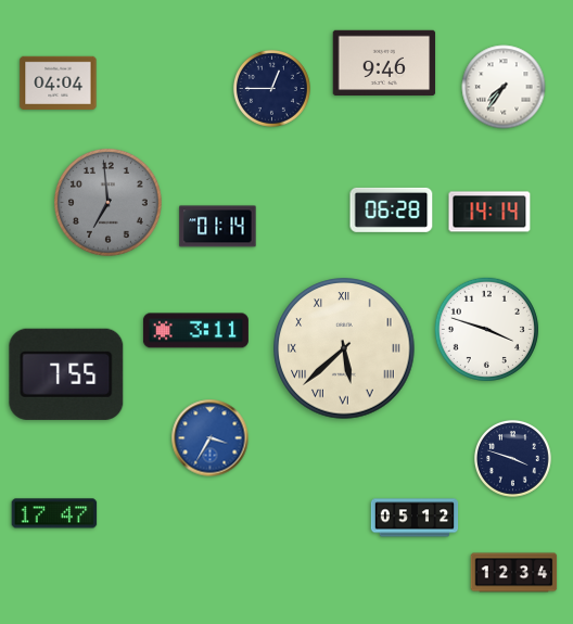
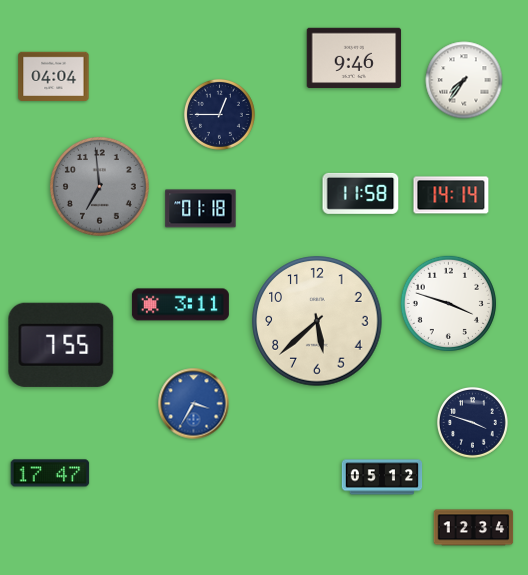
clock at (272, 89) position: (272, 89) -> (220, 115)
clock at (392, 209): 06:28 -> 11:58
clock at (218, 227): 01:14 -> 01:18
clock at (344, 348) numerals: Roman -> Arabic
